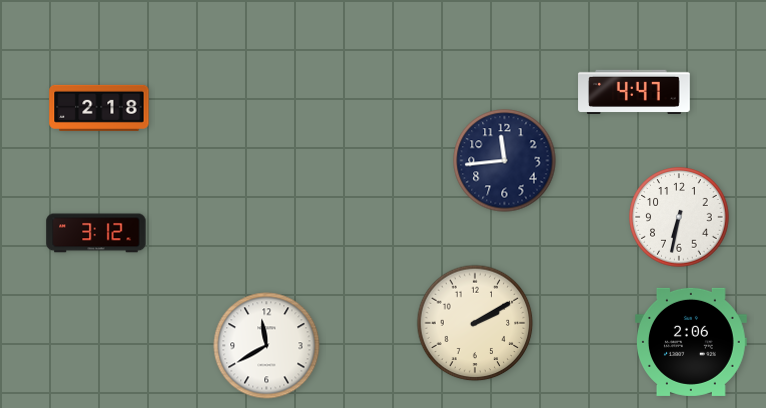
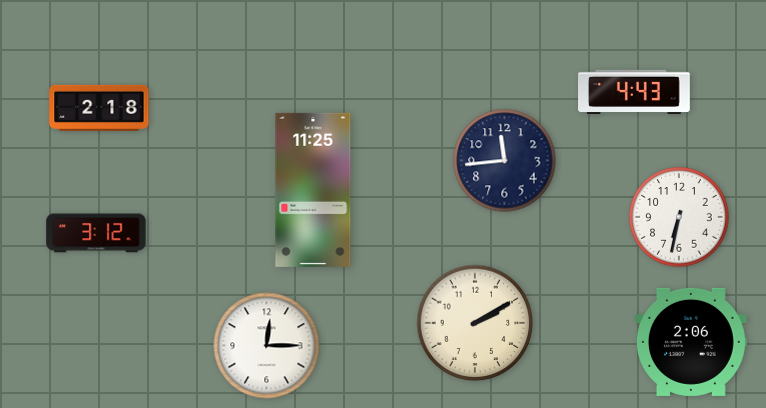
clock at (634, 91): 4:47 -> 4:43
clock at (313, 190): none -> 11:25
clock at (267, 346): 11:40 -> 12:15
